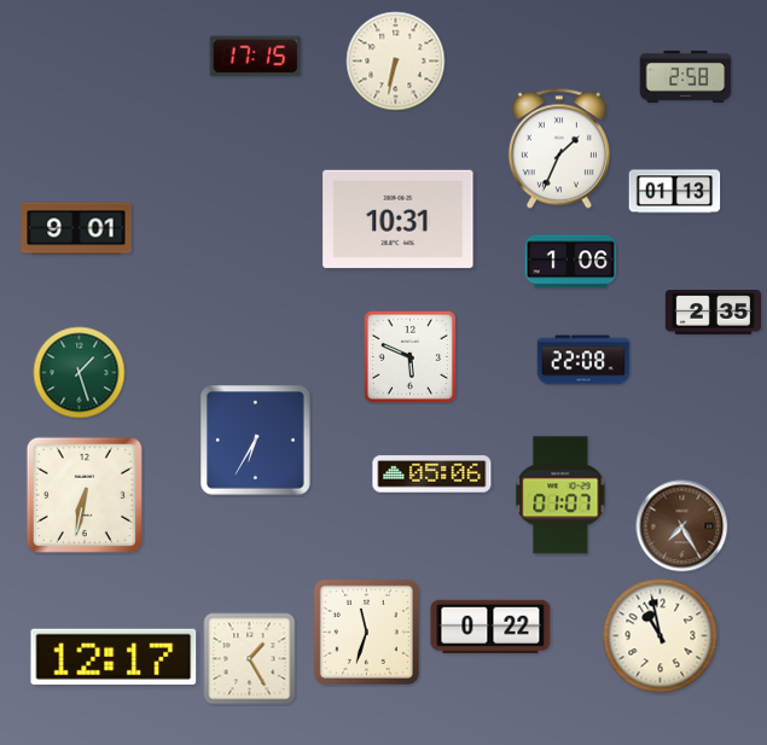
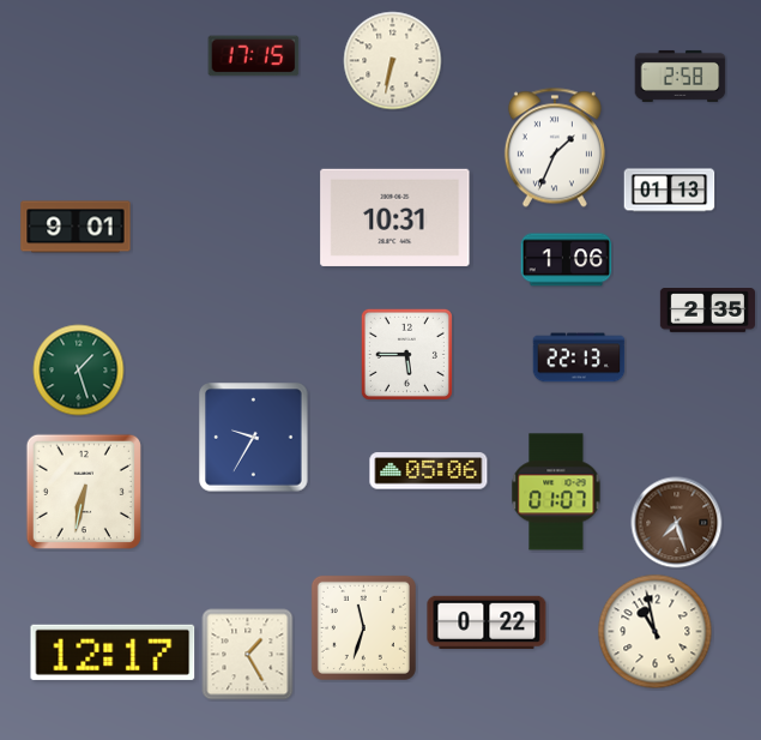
clock at (409, 356): 5:49 -> 5:45
clock at (583, 360): 22:08 -> 22:13
clock at (256, 441): 6:35 -> 9:35
clock at (682, 526): 7:25 -> 7:27
